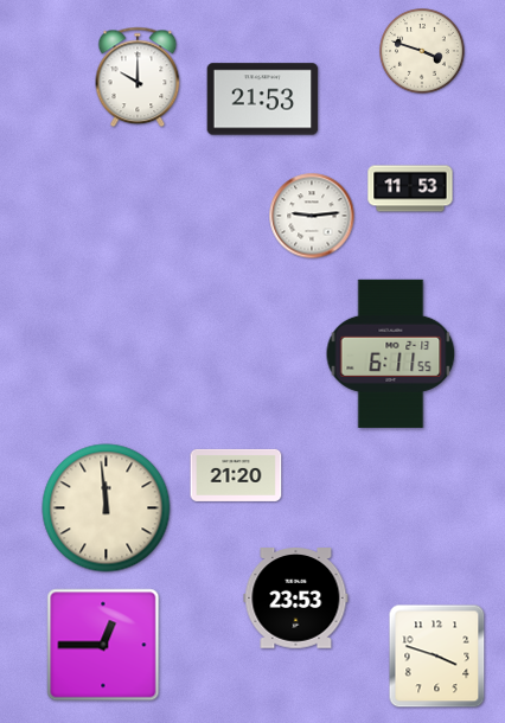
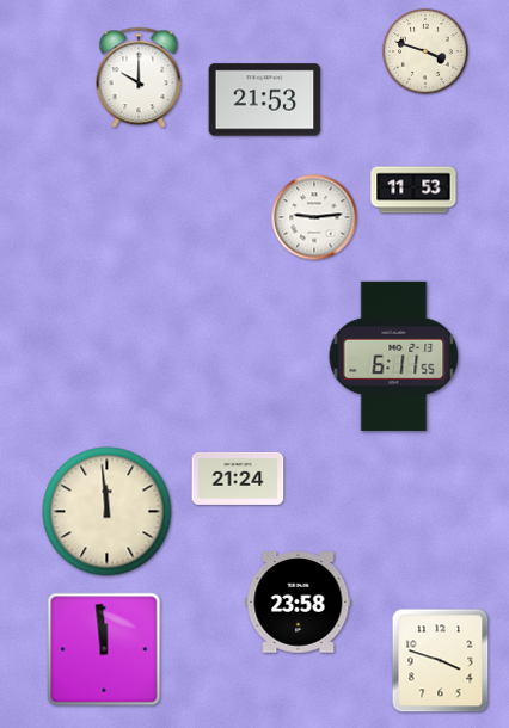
clock at (236, 475): 21:20 -> 21:24
clock at (296, 599): 23:53 -> 23:58
clock at (103, 645): 12:45 -> 11:59
